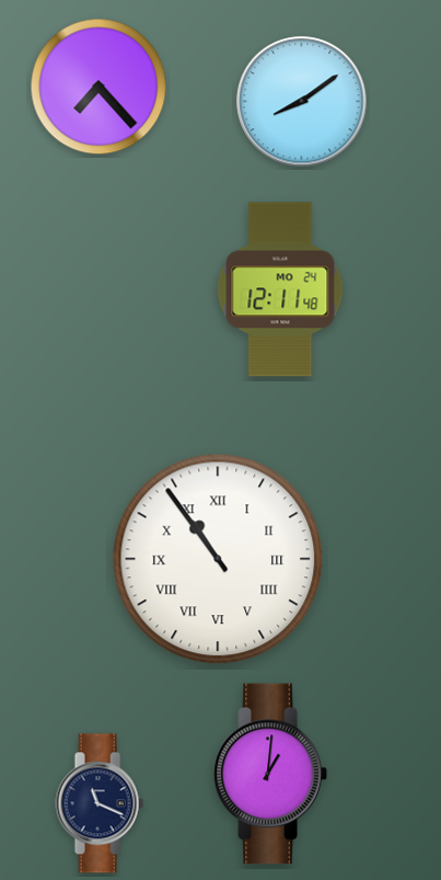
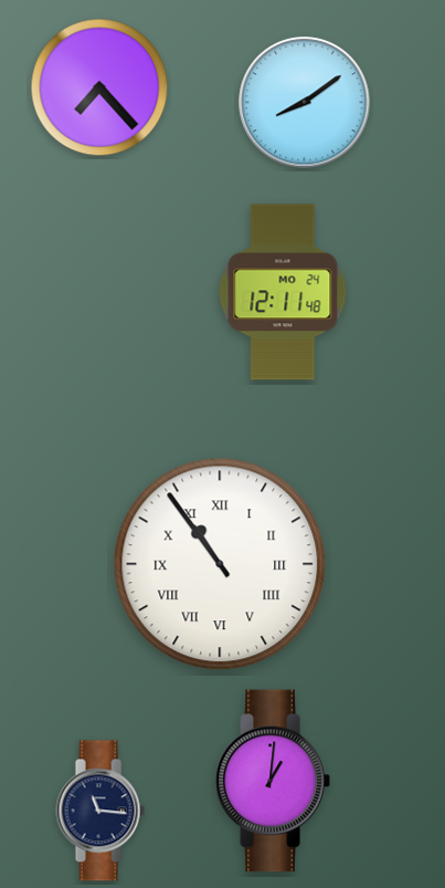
clock at (100, 803): 11:19 -> 11:16
